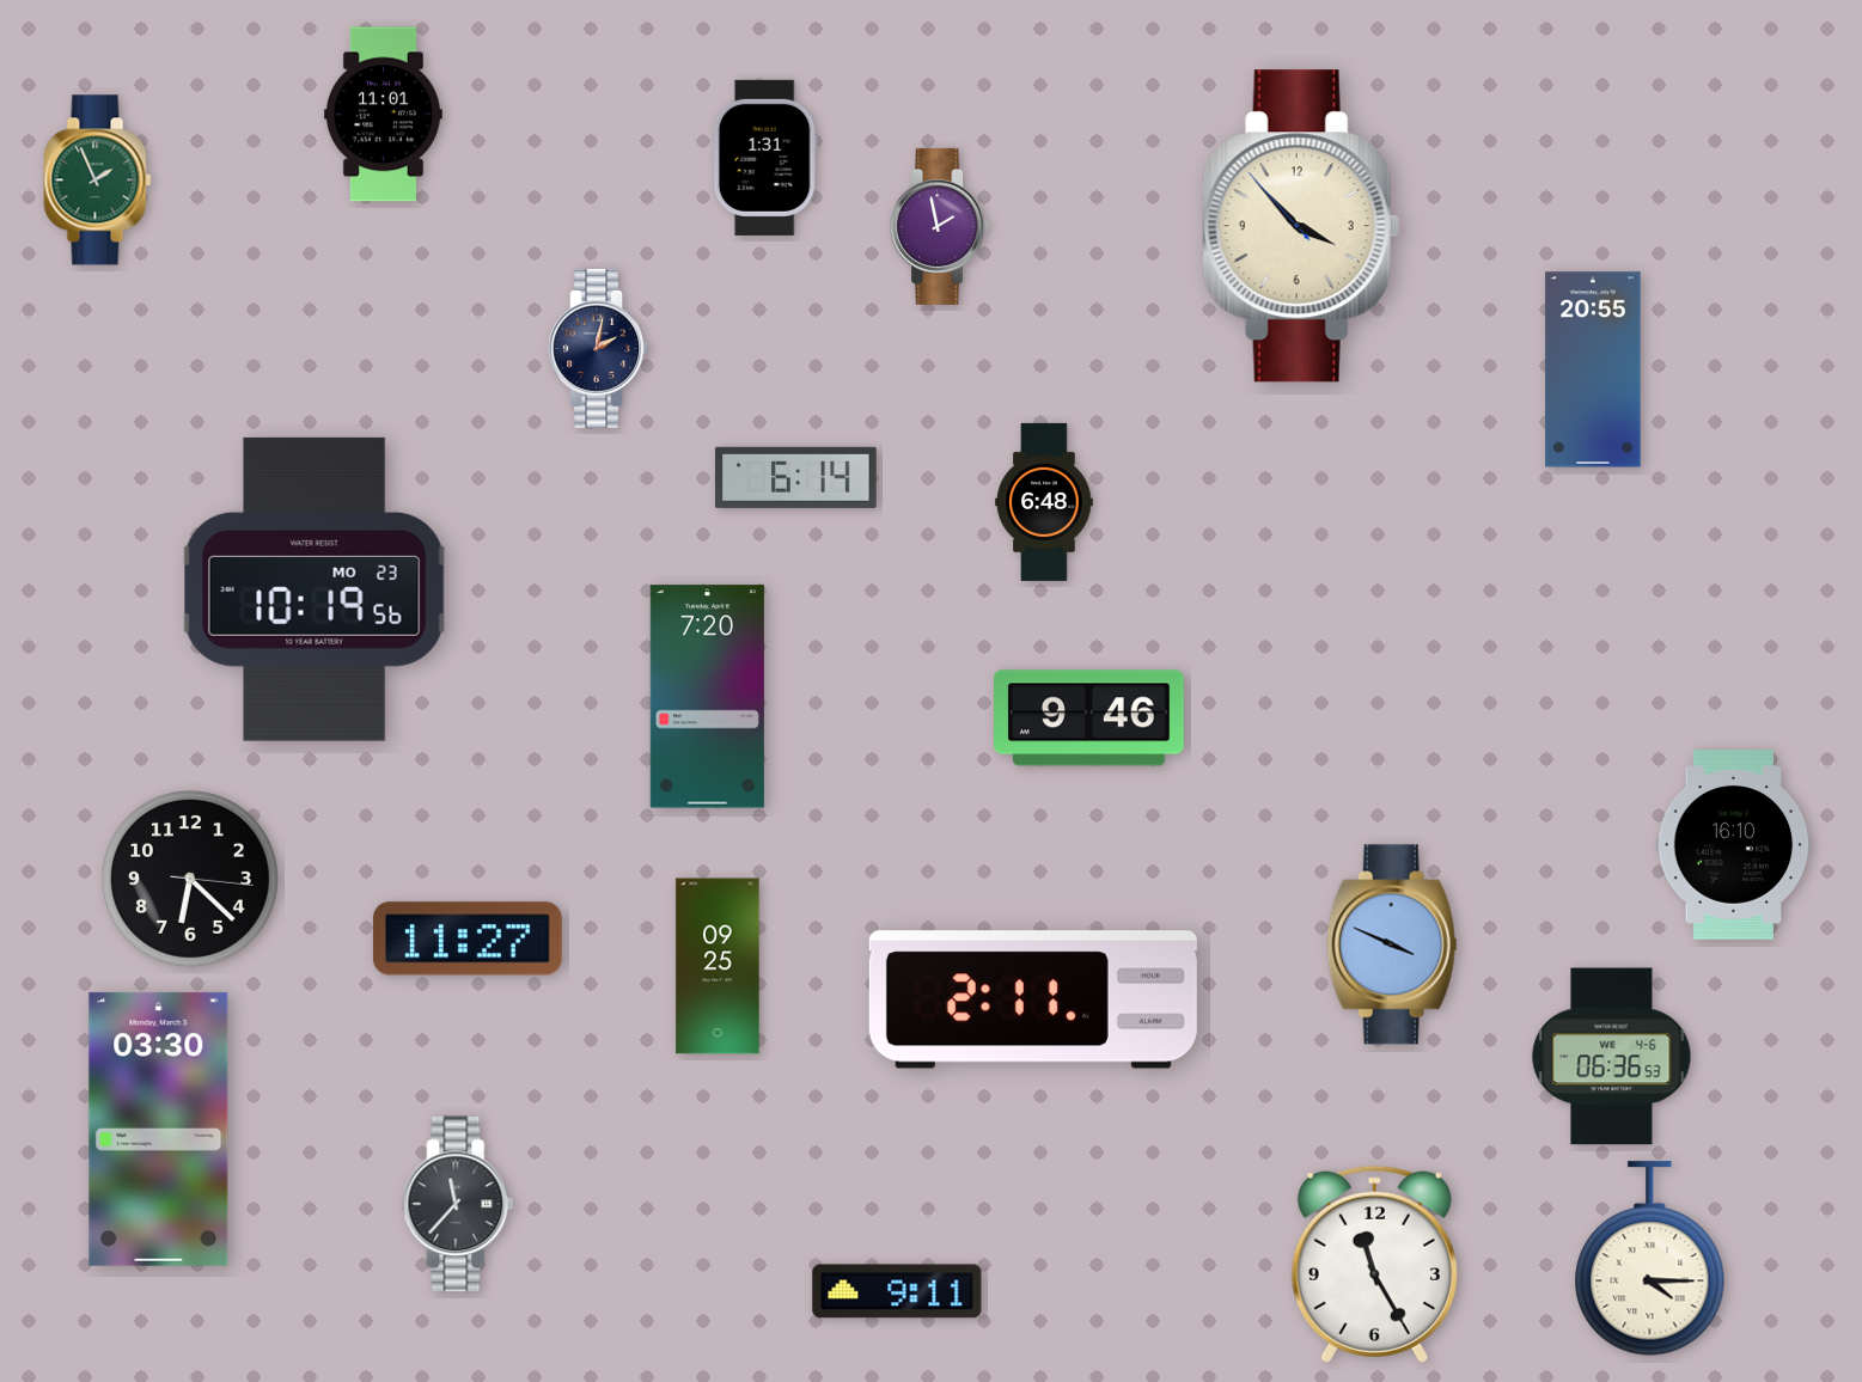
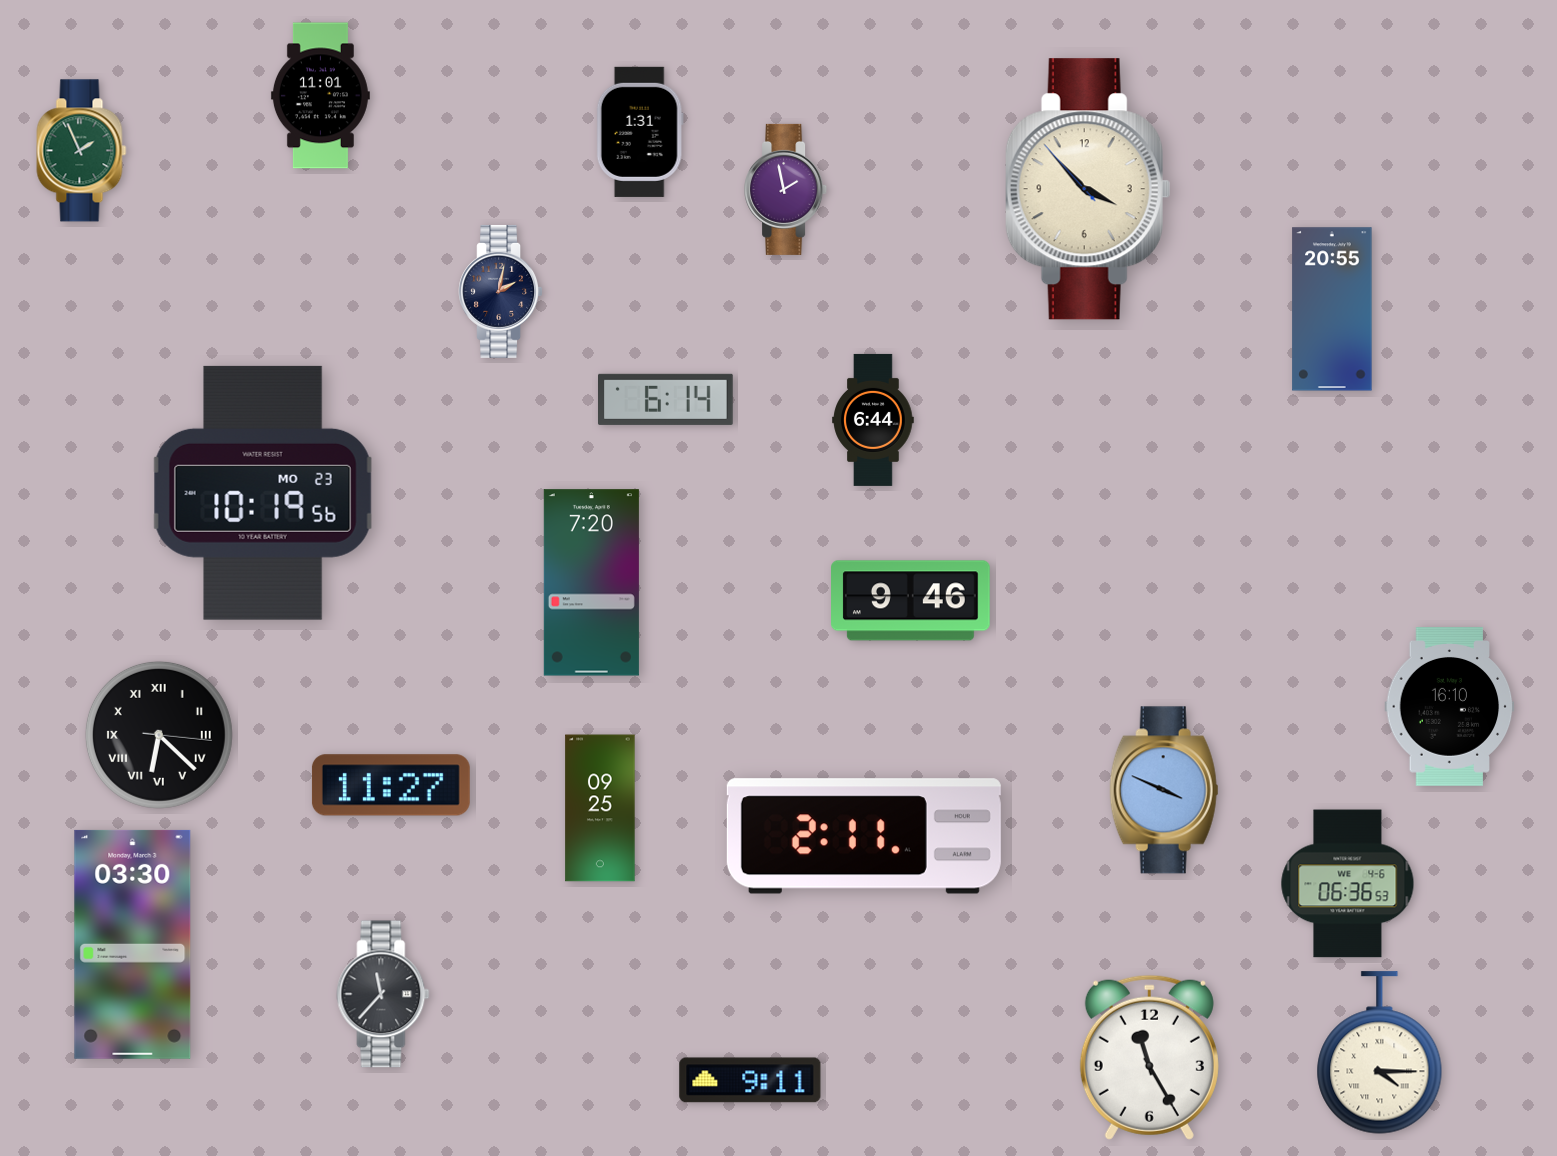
clock at (1044, 502): 6:48 -> 6:44
clock at (190, 879) numerals: Arabic -> Roman
clock at (458, 1204) position: (458, 1204) -> (383, 994)
